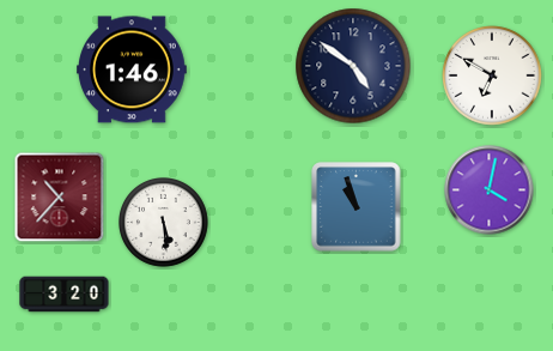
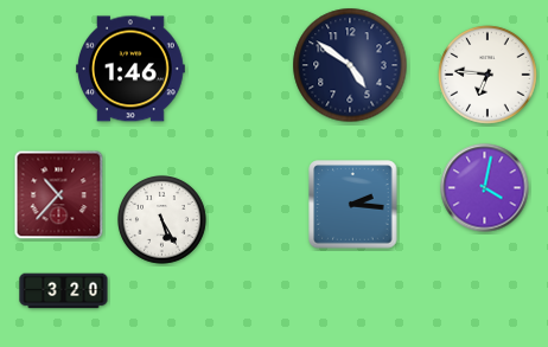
clock at (492, 75): 6:50 -> 6:46
clock at (357, 207): 10:57 -> 2:16
clock at (164, 223): 5:29 -> 5:25
